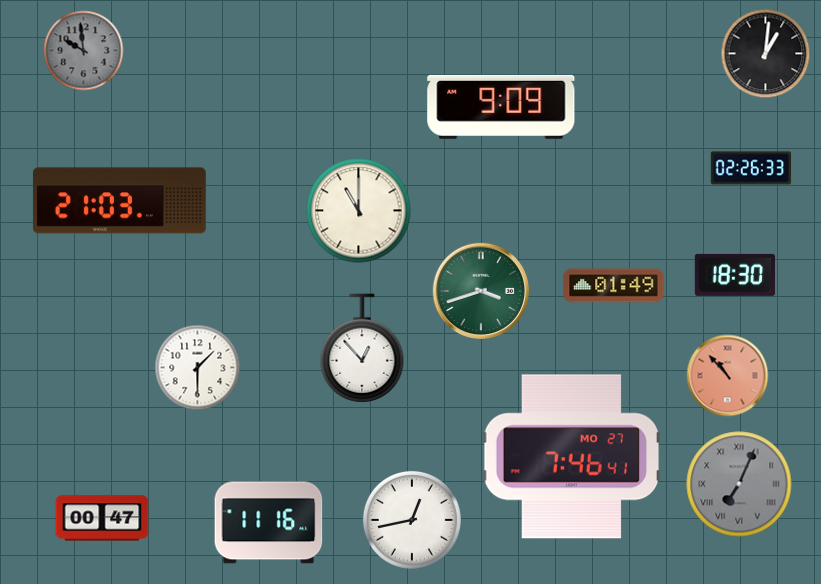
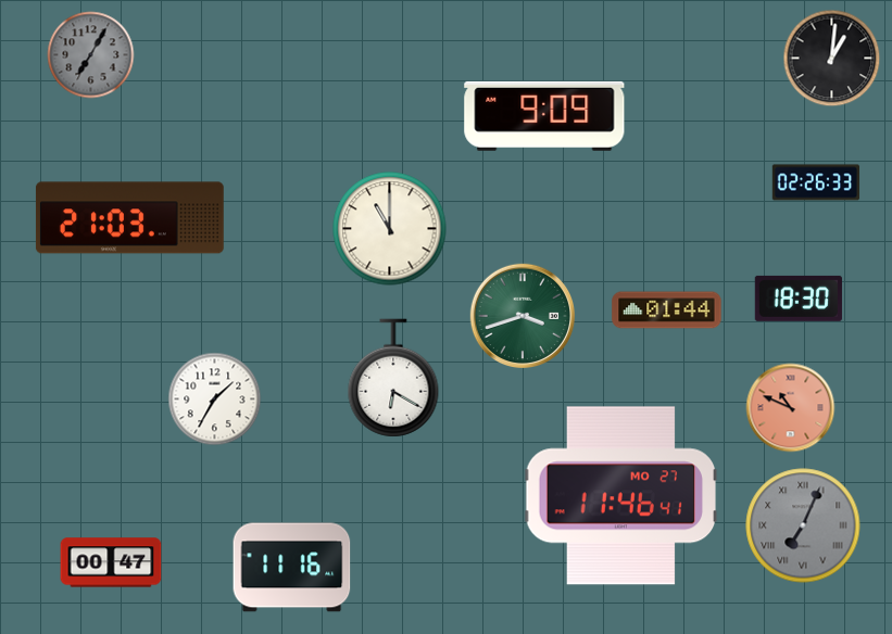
clock at (84, 51): 9:59 -> 7:05
clock at (614, 286): 01:49 -> 01:44
clock at (362, 348): 12:53 -> 6:20
clock at (198, 368): 1:30 -> 1:35
clock at (728, 376): 10:53 -> 10:49
clock at (572, 457): 7:46 -> 11:46
clock at (412, 520): 12:43 -> none
